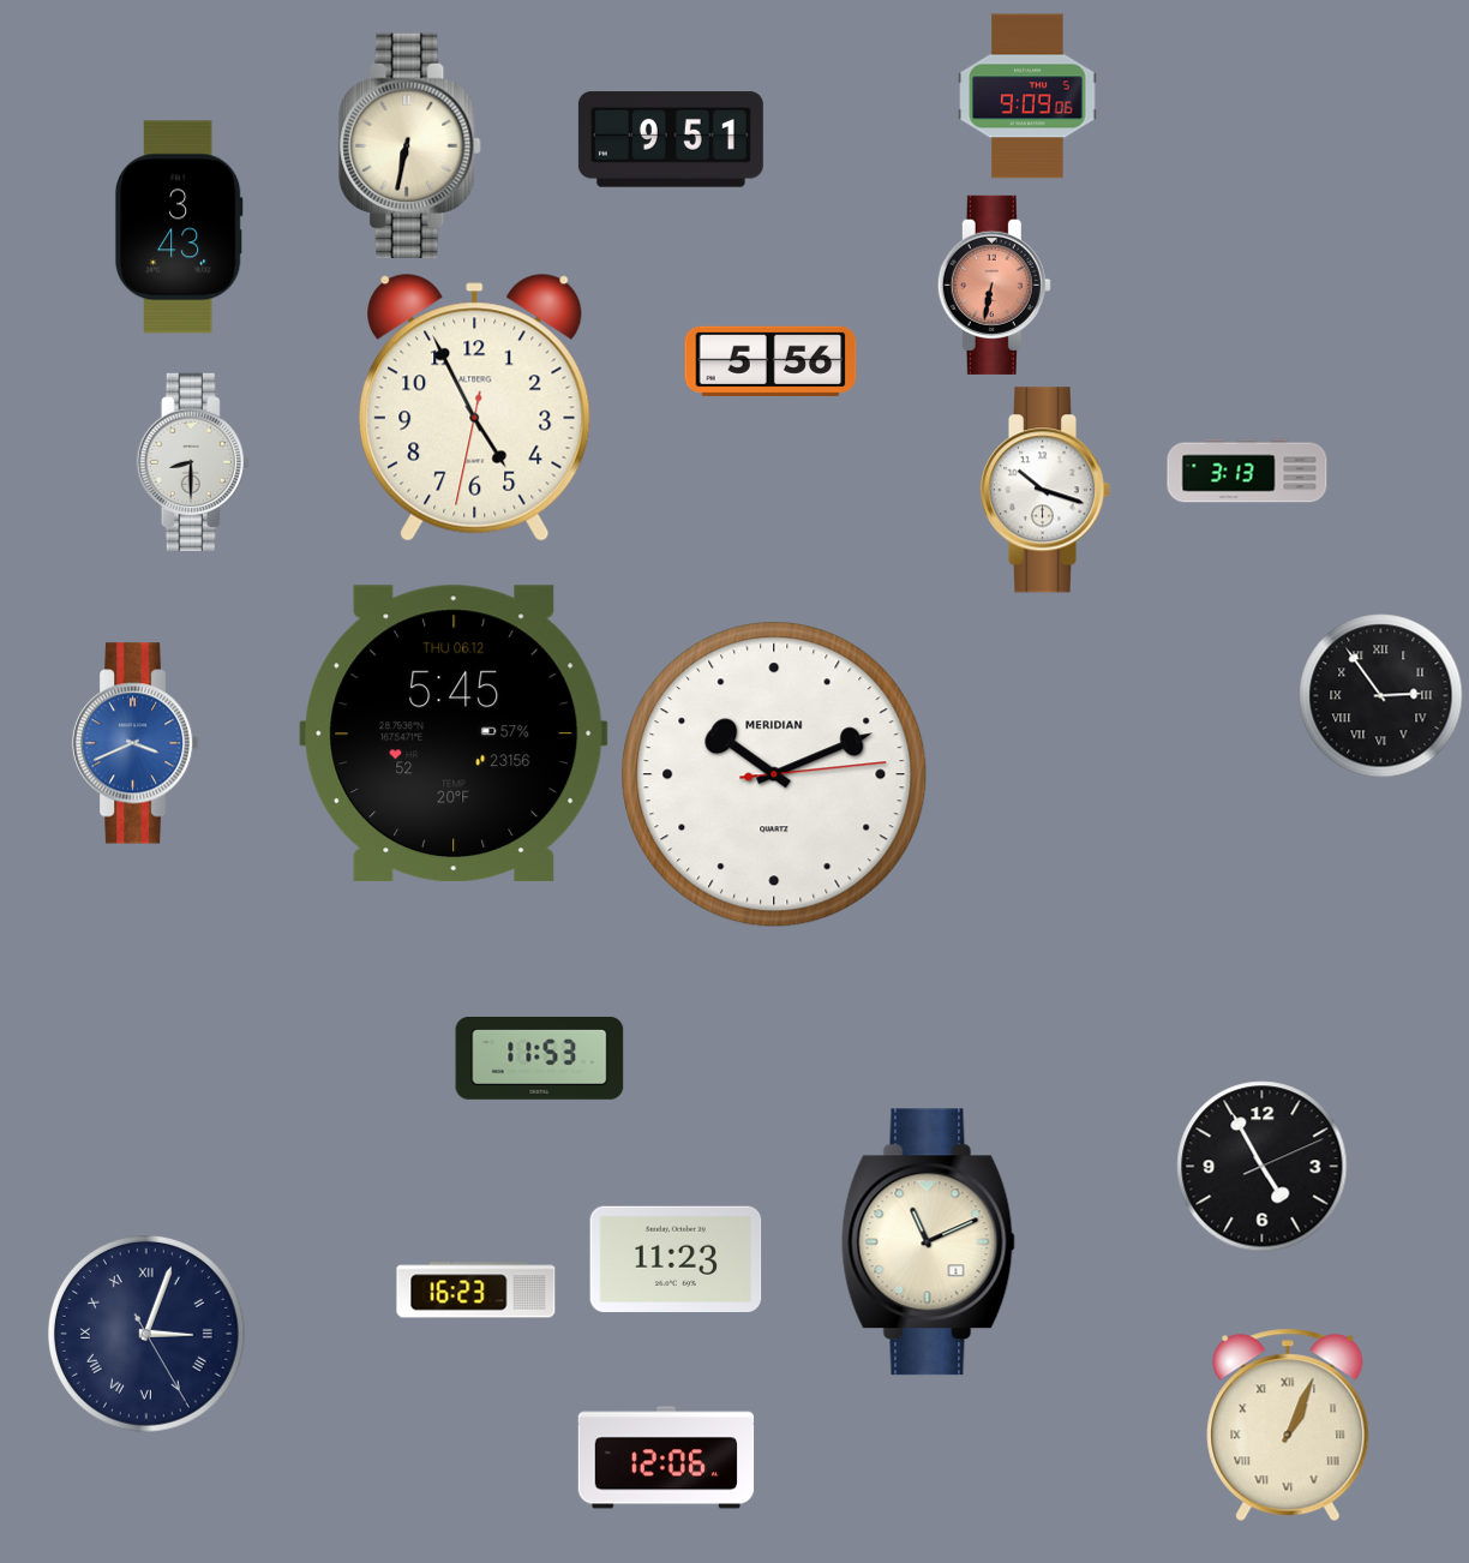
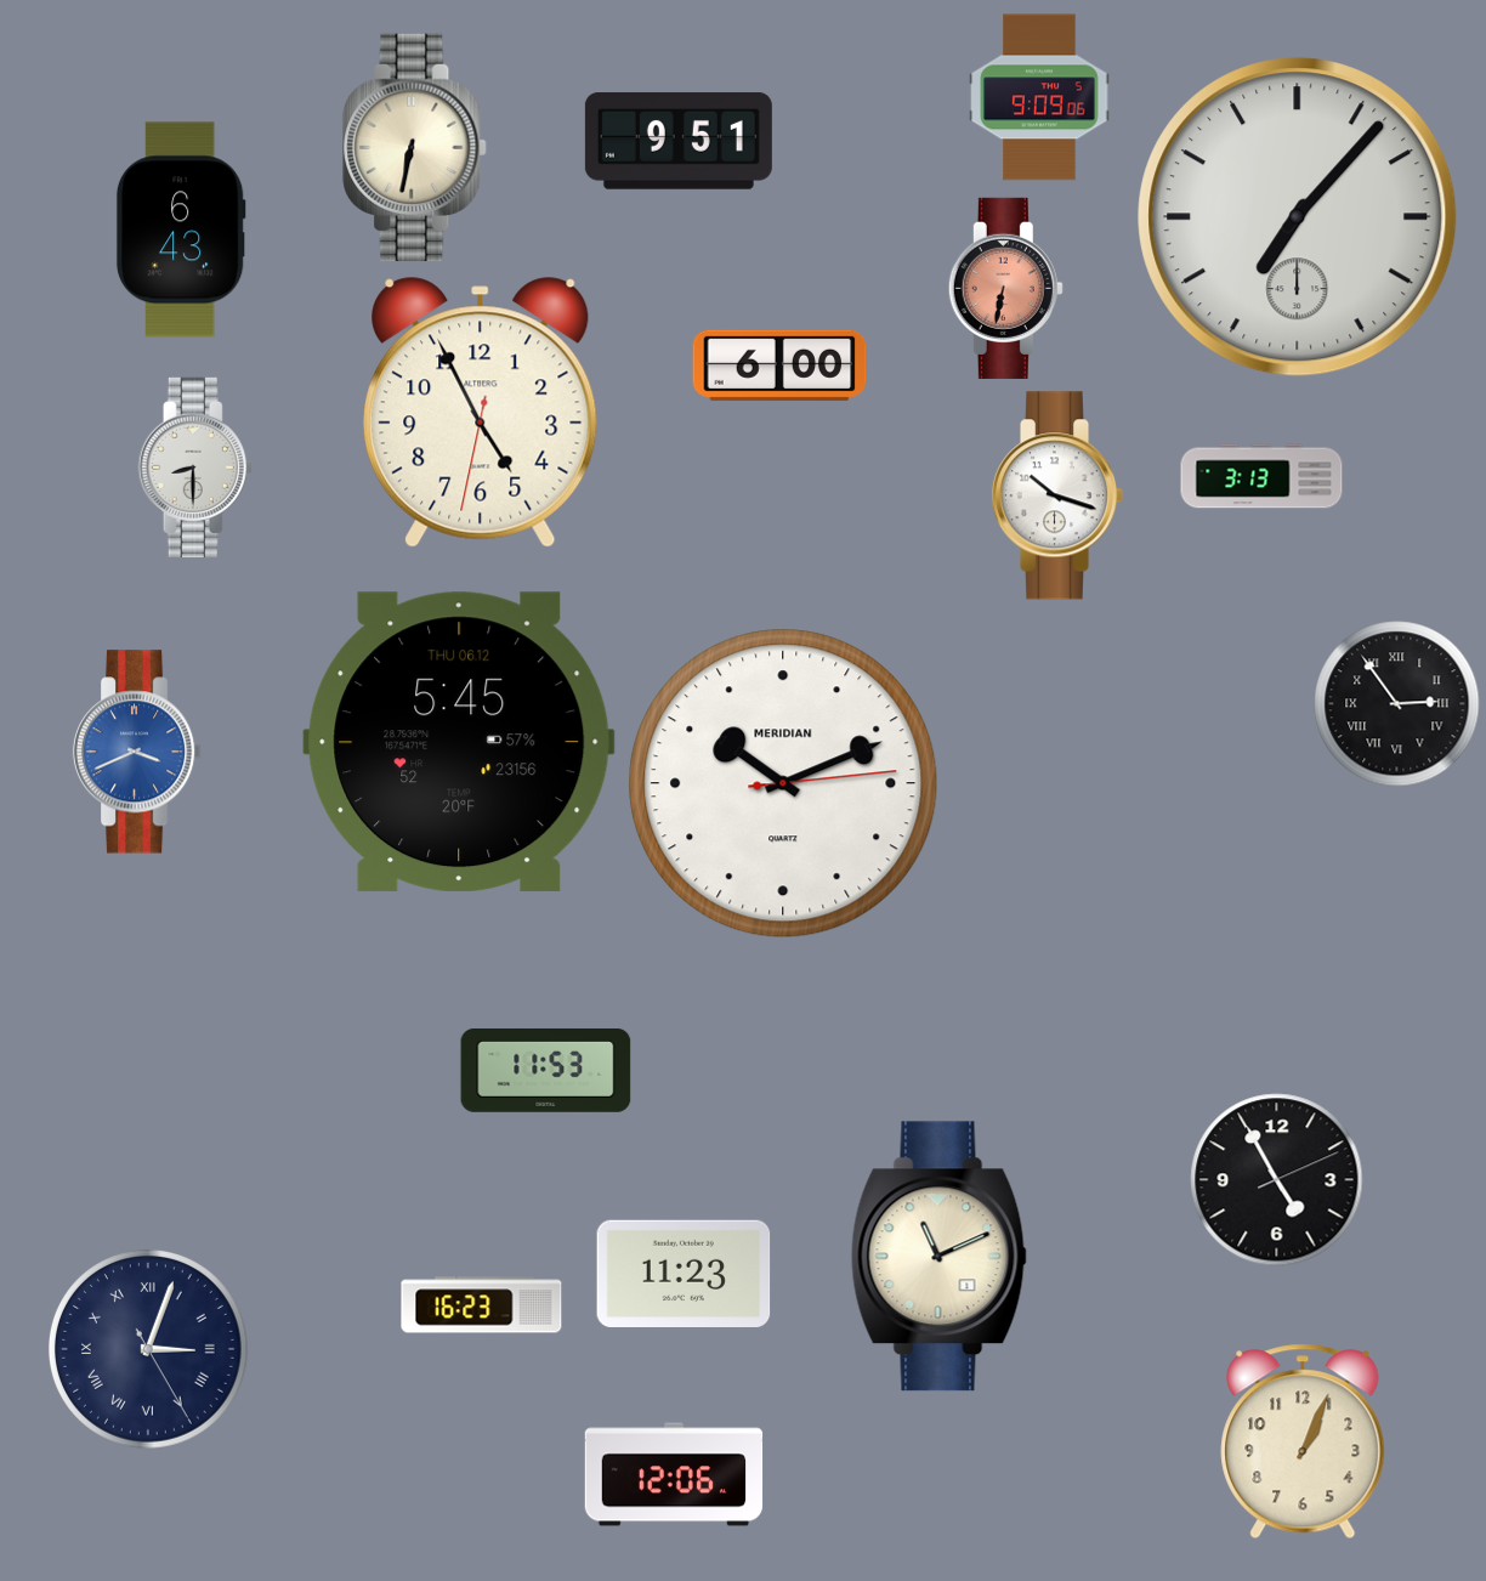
clock at (1298, 217): none -> 7:07
clock at (179, 227): 3:43 -> 6:43
clock at (771, 361): 5:56 -> 6:00
clock at (1288, 1425) numerals: Roman -> Arabic
